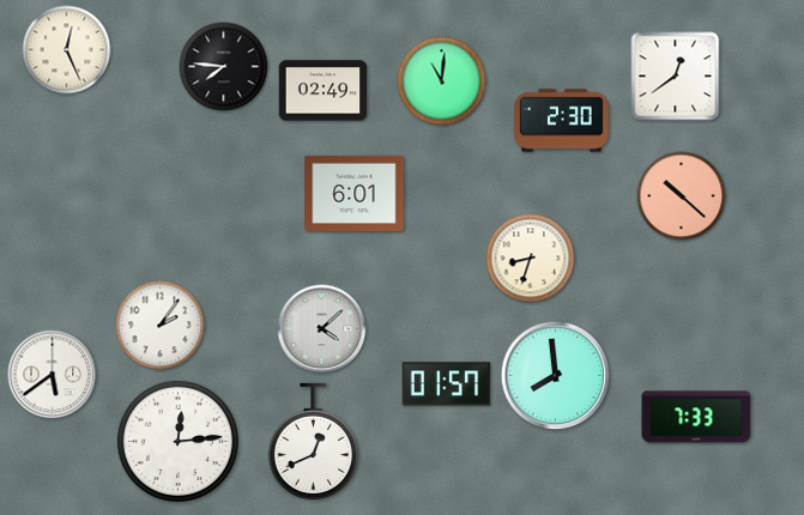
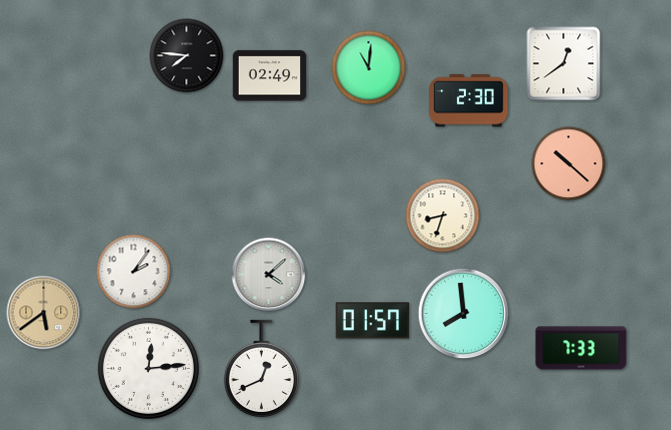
clock at (67, 50): 12:26 -> none
clock at (355, 193): 6:01 -> none
clock at (53, 375) dial: white -> champagne
